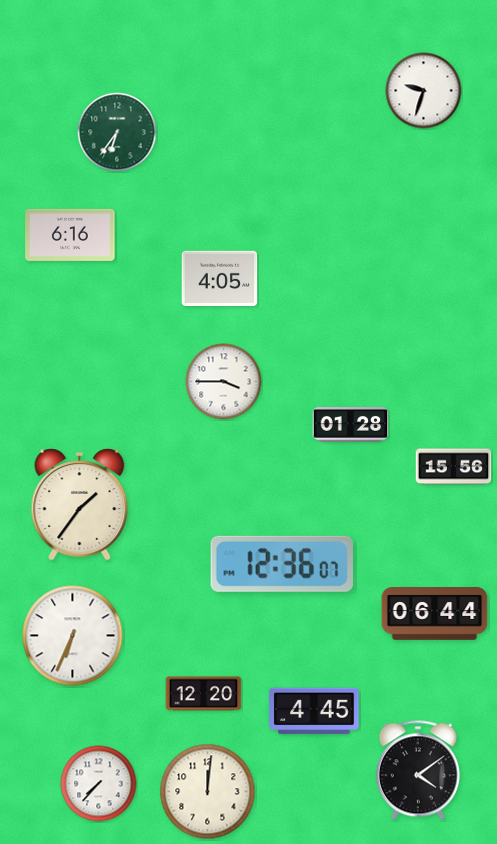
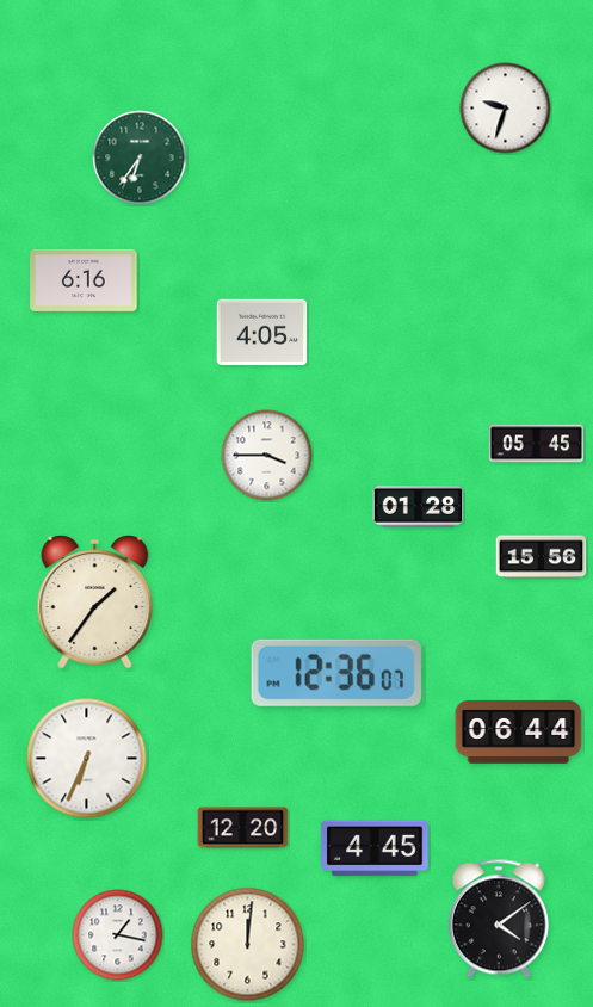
clock at (537, 444): none -> 05:45
clock at (99, 784): 7:37 -> 1:17
